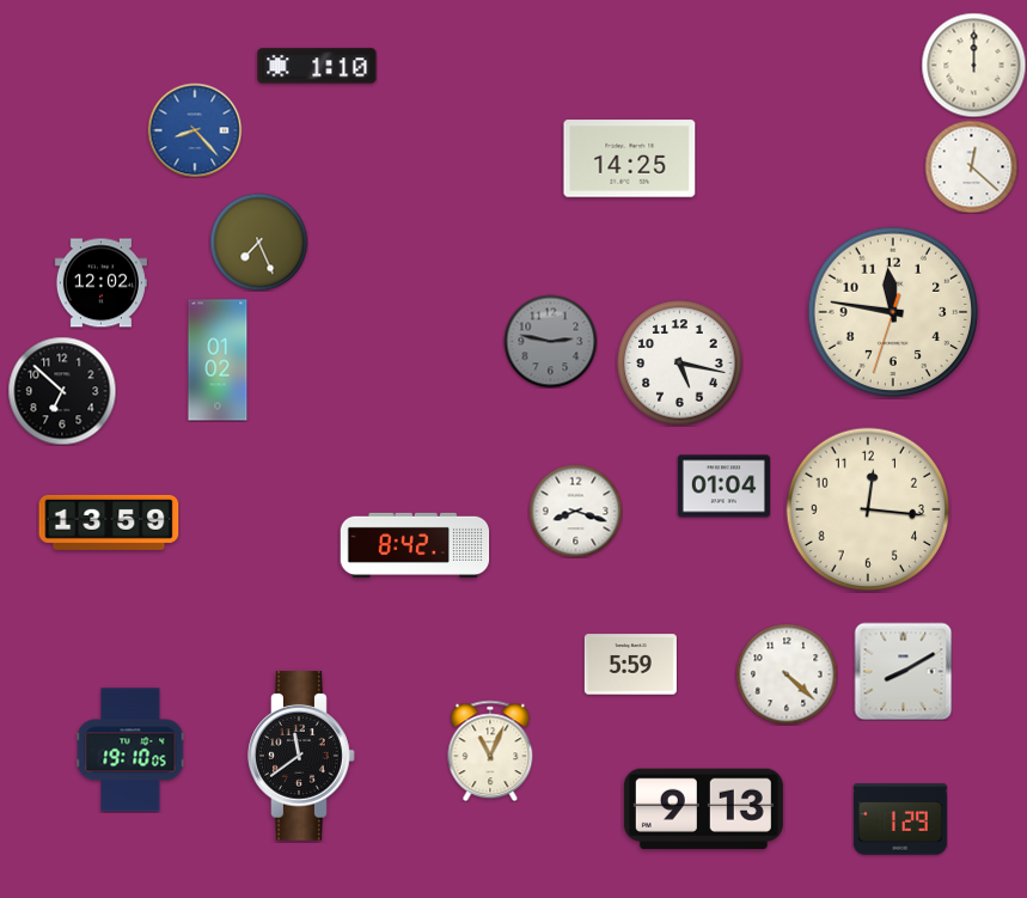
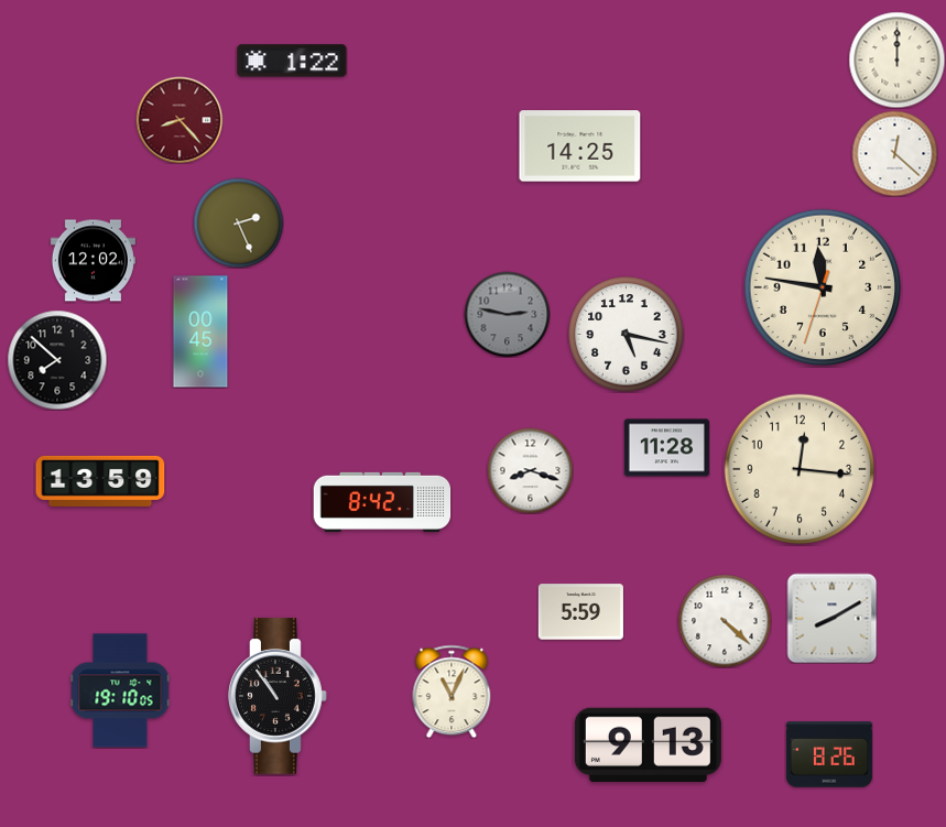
clock at (317, 66): 1:10 -> 1:22
clock at (195, 130) dial: blue -> burgundy
clock at (258, 242): 7:26 -> 2:26
clock at (218, 360): 01:02 -> 00:45
clock at (62, 391): 6:52 -> 7:52
clock at (723, 487): 01:04 -> 11:28
clock at (301, 756): 11:39 -> 10:54
clock at (900, 819): 1:29 -> 8:26
